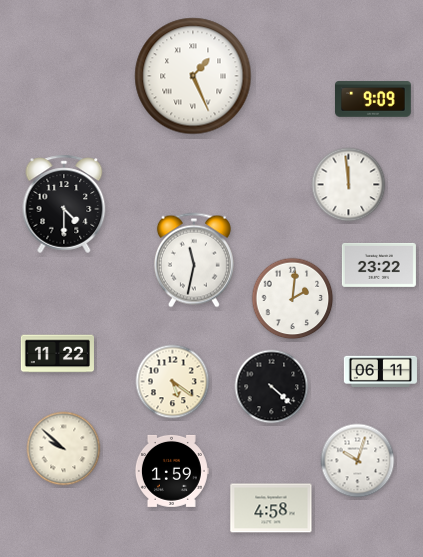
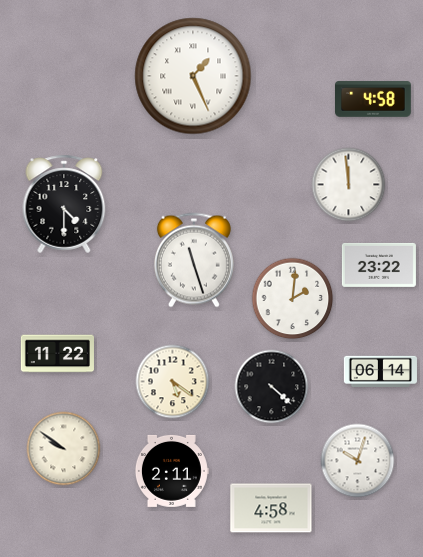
clock at (374, 99): 9:09 -> 4:58
clock at (194, 260): 11:32 -> 11:27
clock at (380, 372): 06:11 -> 06:14
clock at (64, 449): 9:52 -> 9:51
clock at (171, 471): 1:59 -> 2:11
